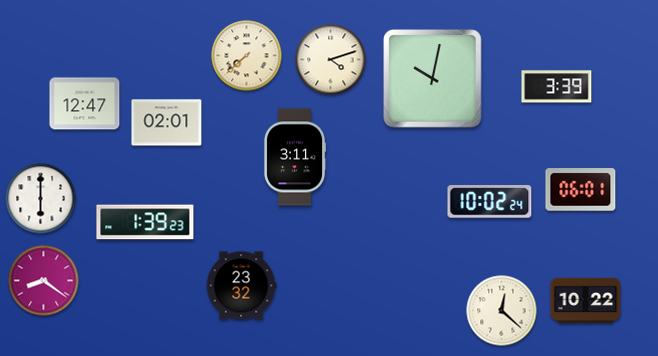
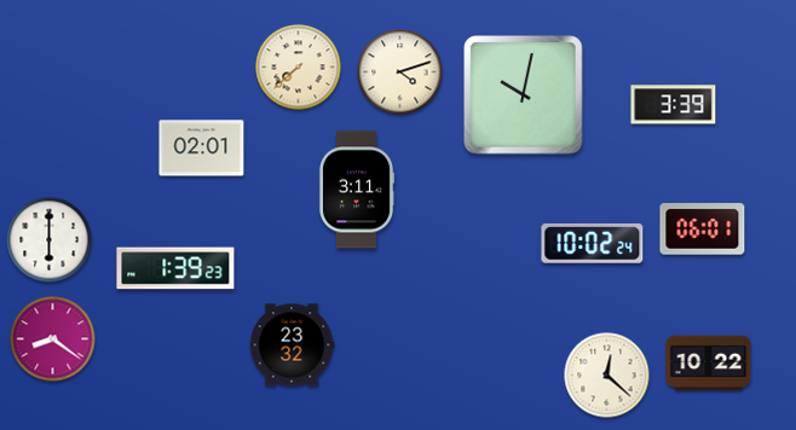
clock at (85, 104): 12:47 -> none
